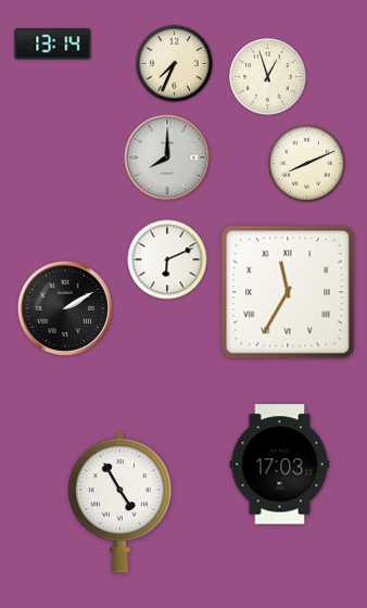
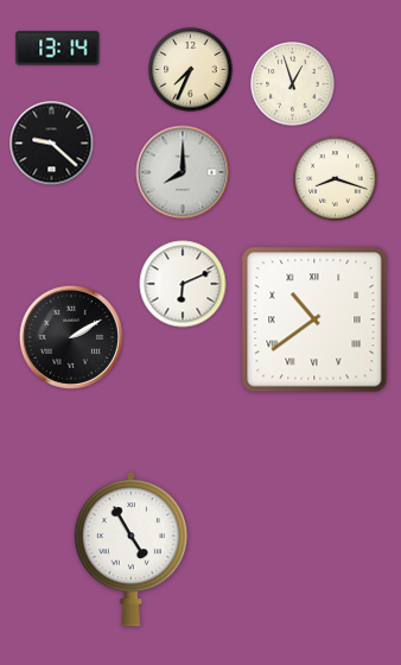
clock at (52, 144): none -> 9:22
clock at (307, 164): 8:11 -> 8:18
clock at (288, 292): 11:35 -> 10:39
clock at (280, 465): 17:03 -> none
